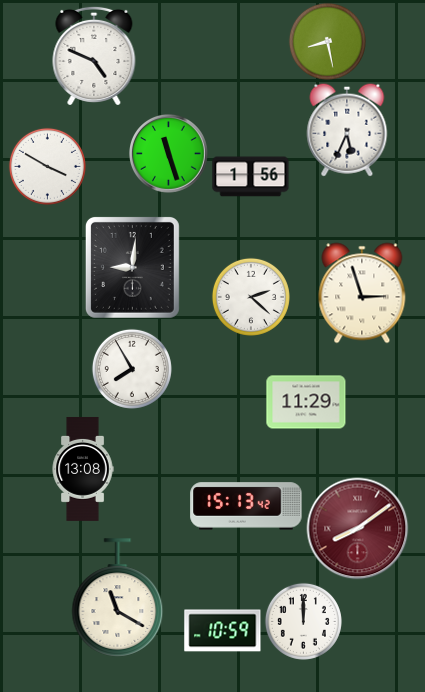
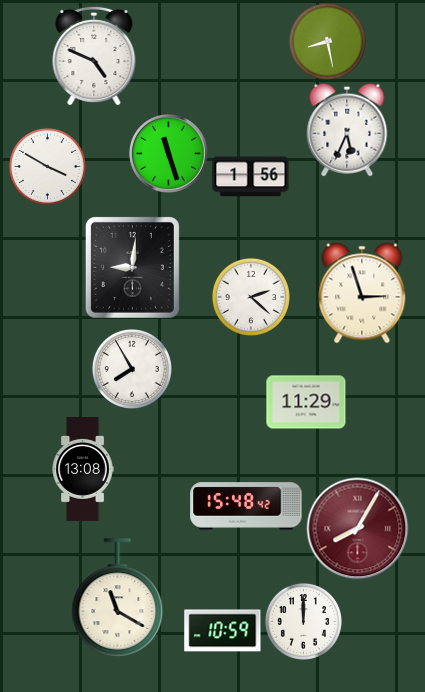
clock at (246, 506): 15:13 -> 15:48
clock at (358, 529): 8:09 -> 8:05
